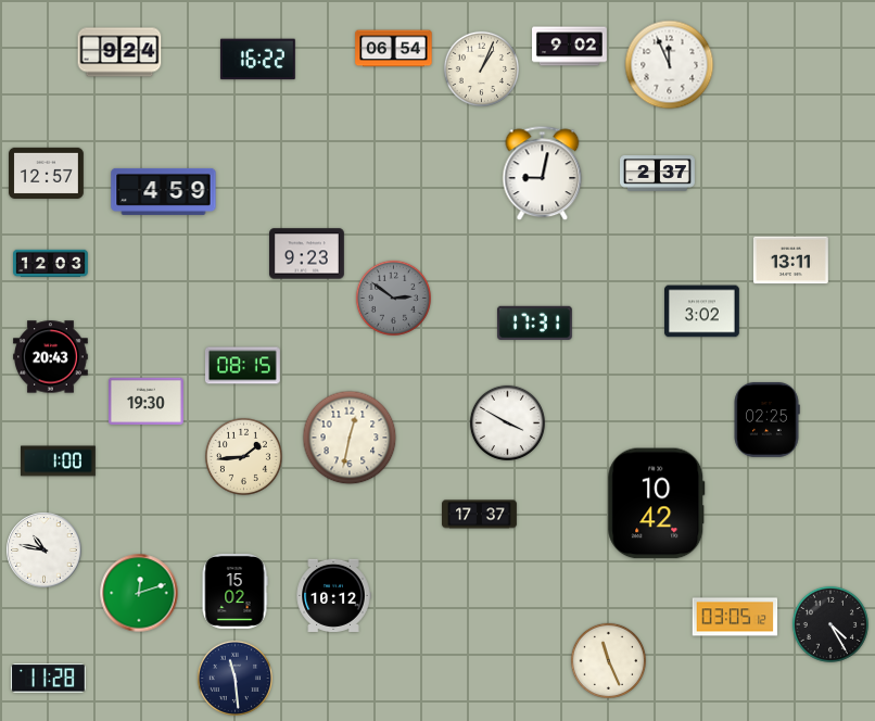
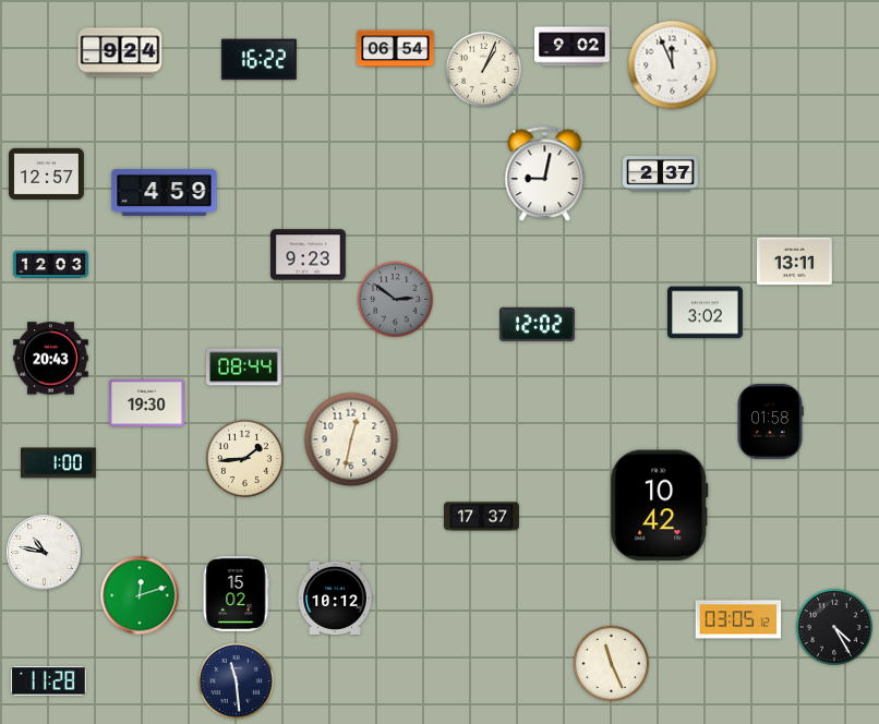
clock at (534, 322): 17:31 -> 12:02
clock at (243, 366): 08:15 -> 08:44
clock at (766, 419): 02:25 -> 01:58
clock at (507, 422): 3:50 -> none
